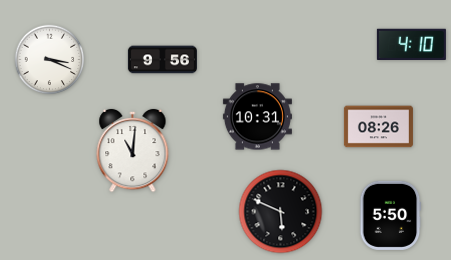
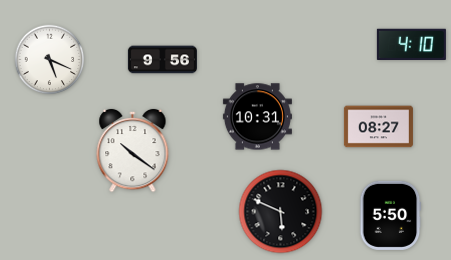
clock at (50, 60): 3:19 -> 5:19
clock at (378, 127): 08:26 -> 08:27
clock at (133, 151): 11:01 -> 10:21
